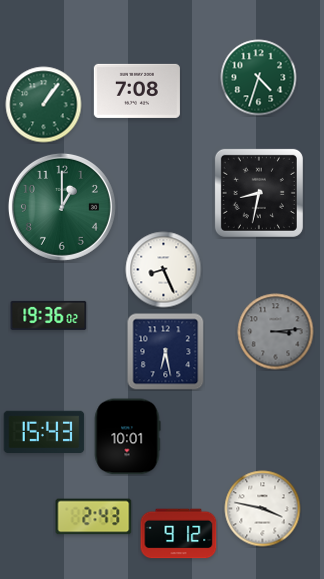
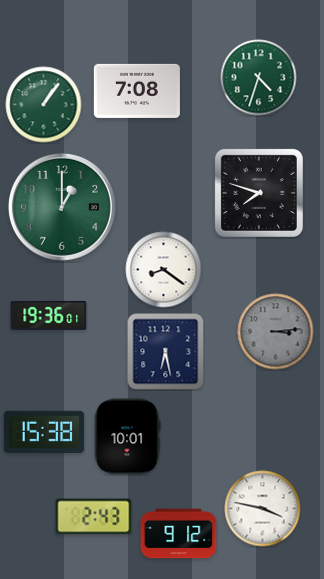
clock at (259, 193): 8:32 -> 7:48
clock at (164, 270): 8:26 -> 8:21
clock at (49, 315): 19:36:02 -> 19:36:01
clock at (44, 432): 15:43 -> 15:38
